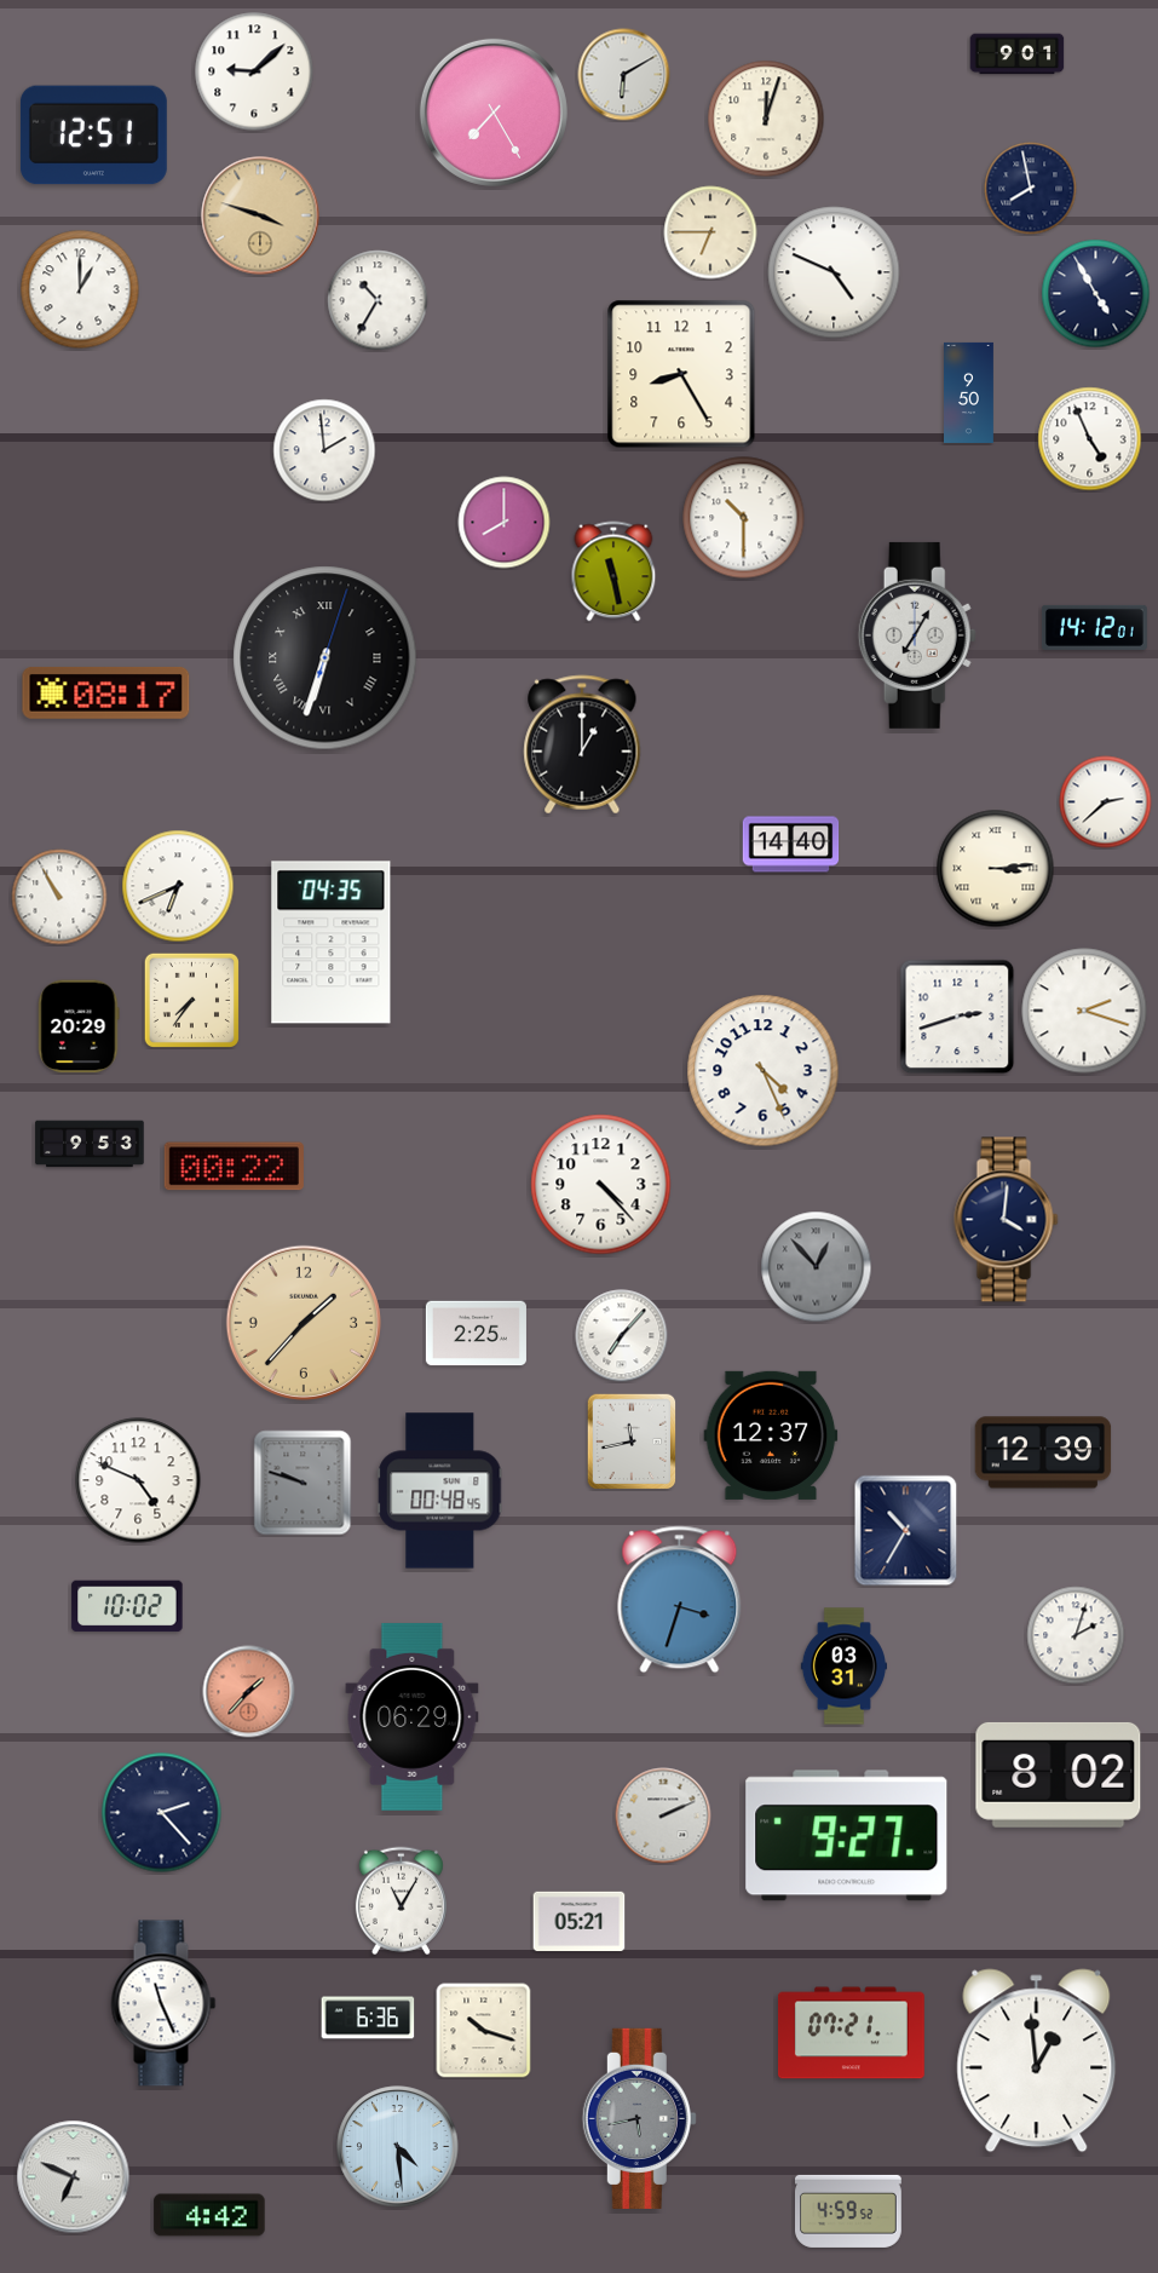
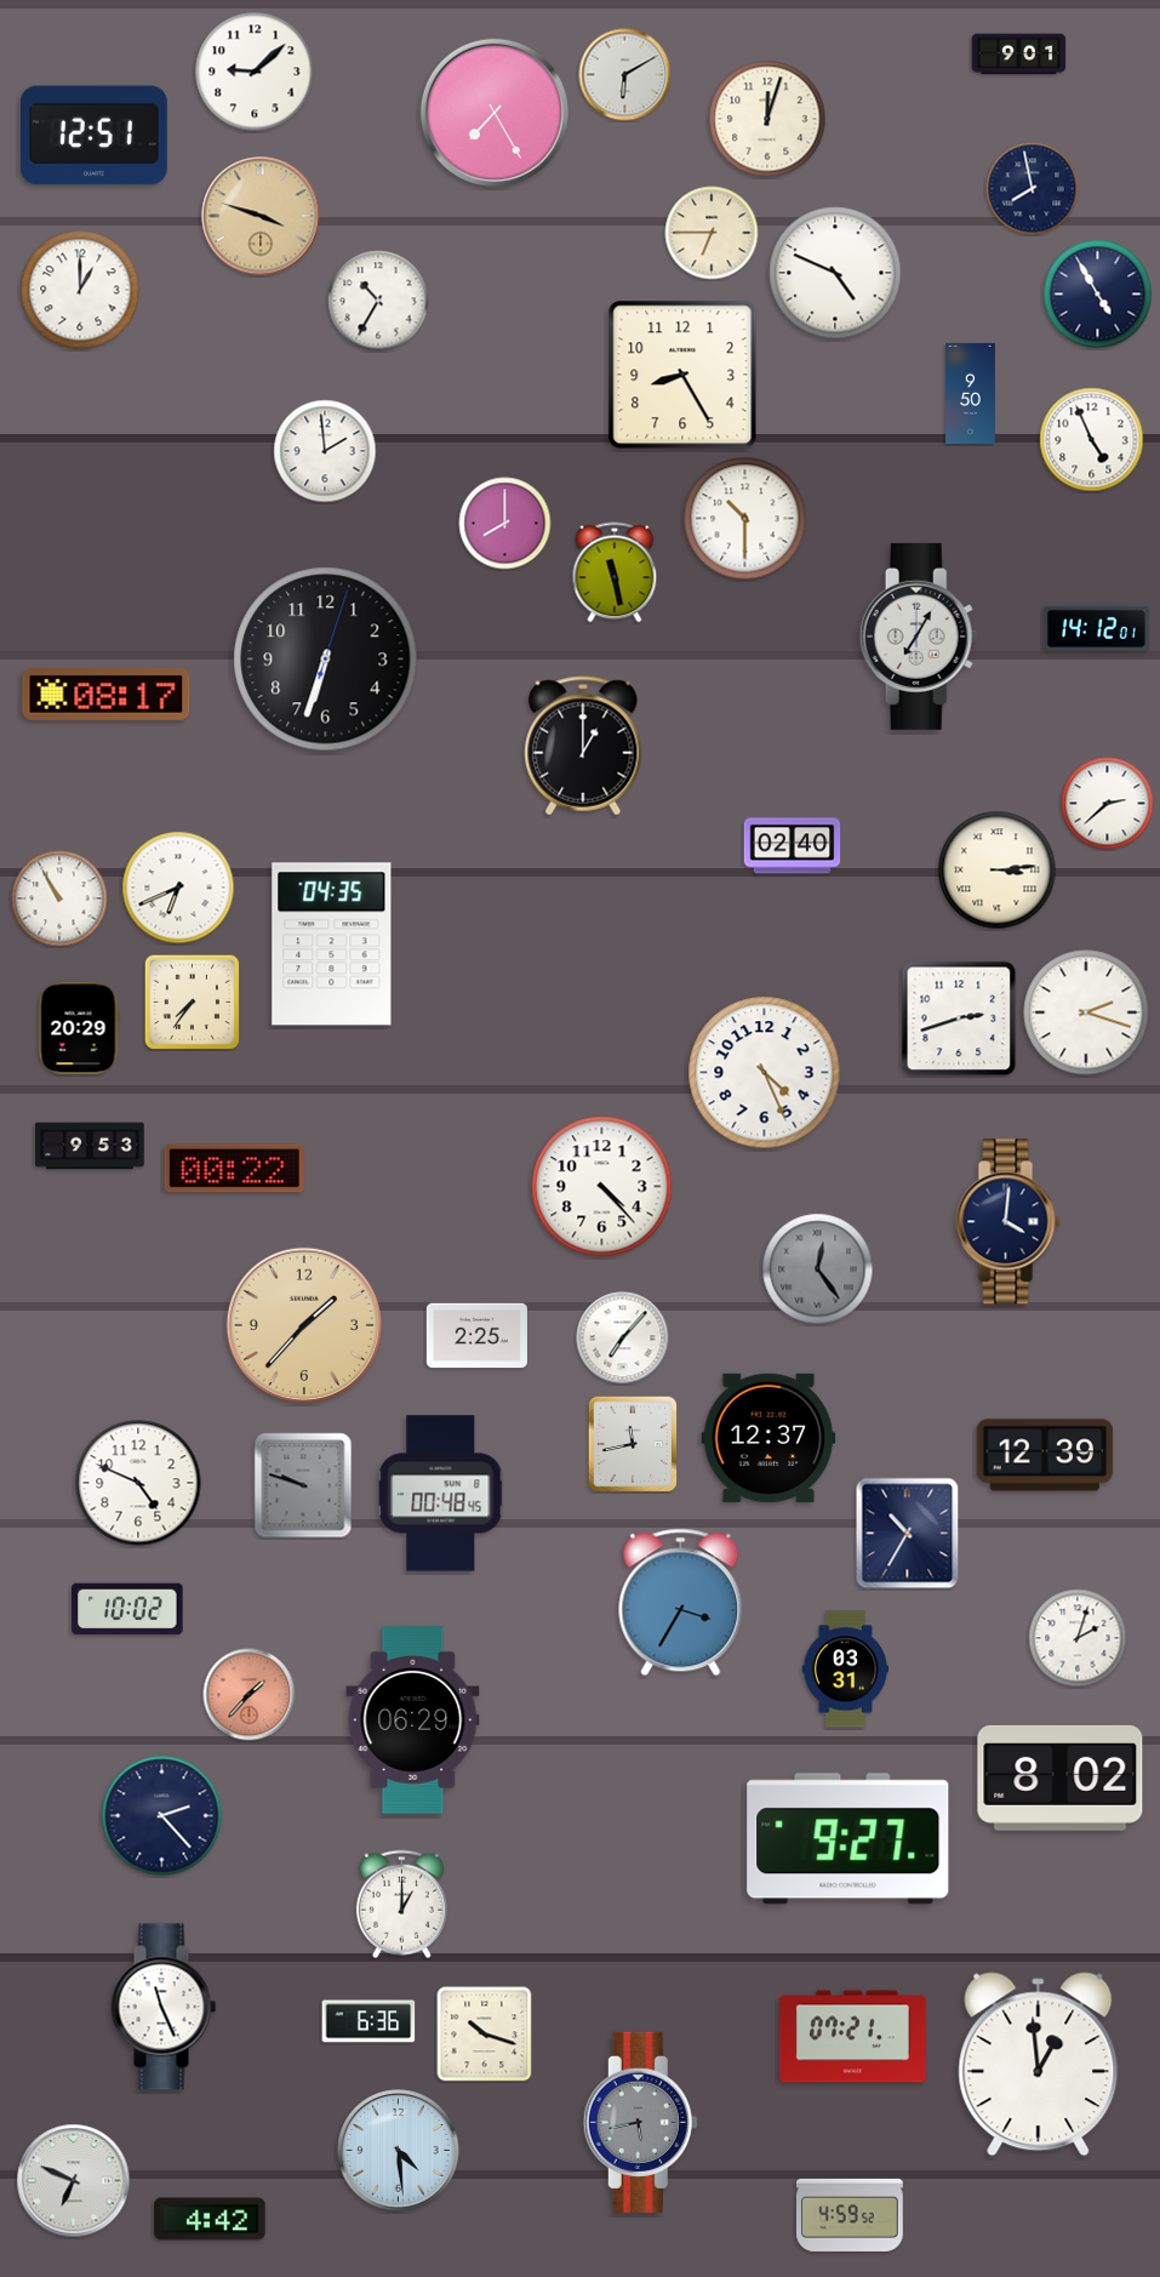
clock at (325, 658) numerals: Roman -> Arabic
clock at (791, 845): 14:40 -> 02:40
clock at (817, 1267): 12:53 -> 12:24
clock at (771, 1435) position: (771, 1435) -> (768, 1438)
clock at (680, 1600): 3:33 -> 3:35
clock at (663, 1815): 2:11 -> none
clock at (401, 1901): 11:05 -> 1:00
clock at (580, 1922): 05:21 -> none
